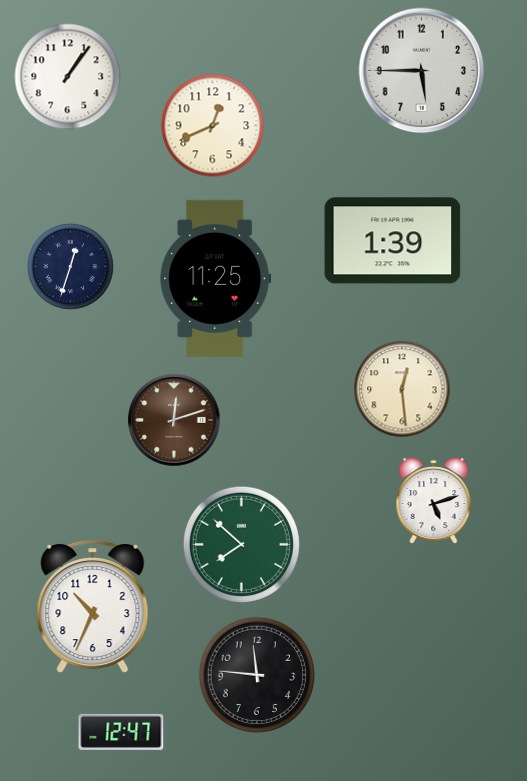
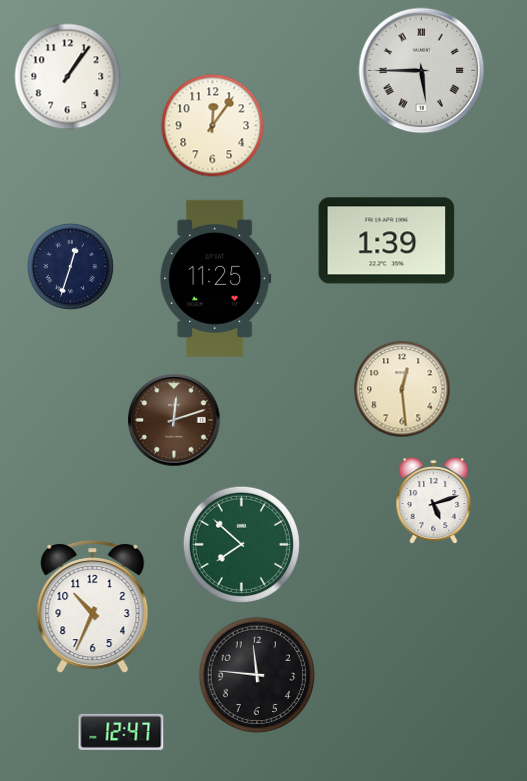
clock at (422, 71) numerals: Arabic -> Roman
clock at (213, 126): 12:41 -> 12:06
clock at (393, 241) position: (393, 241) -> (387, 241)
